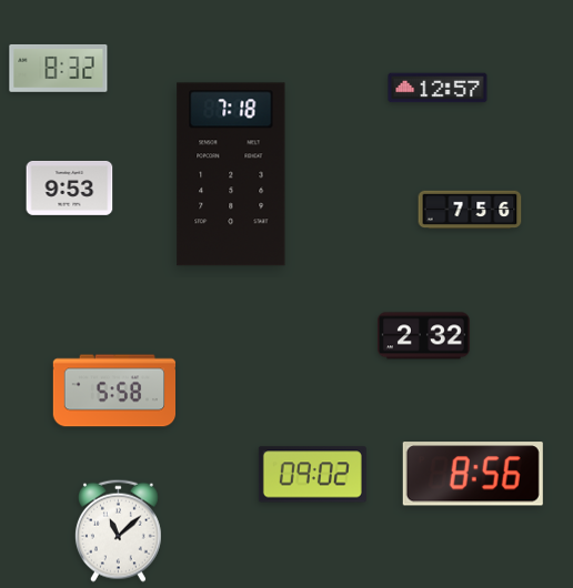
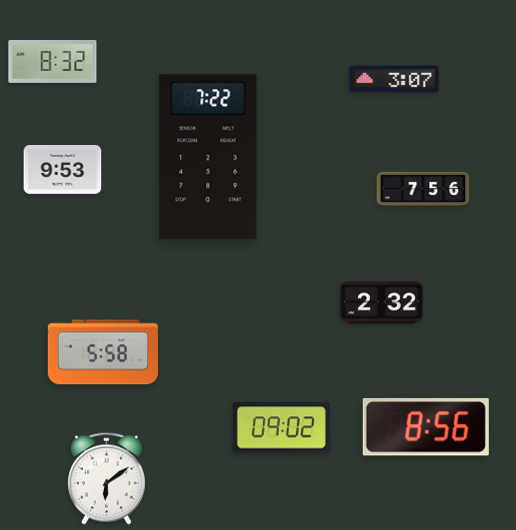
clock at (438, 88): 12:57 -> 3:07
clock at (231, 174): 7:18 -> 7:22
clock at (118, 530): 11:08 -> 6:09
